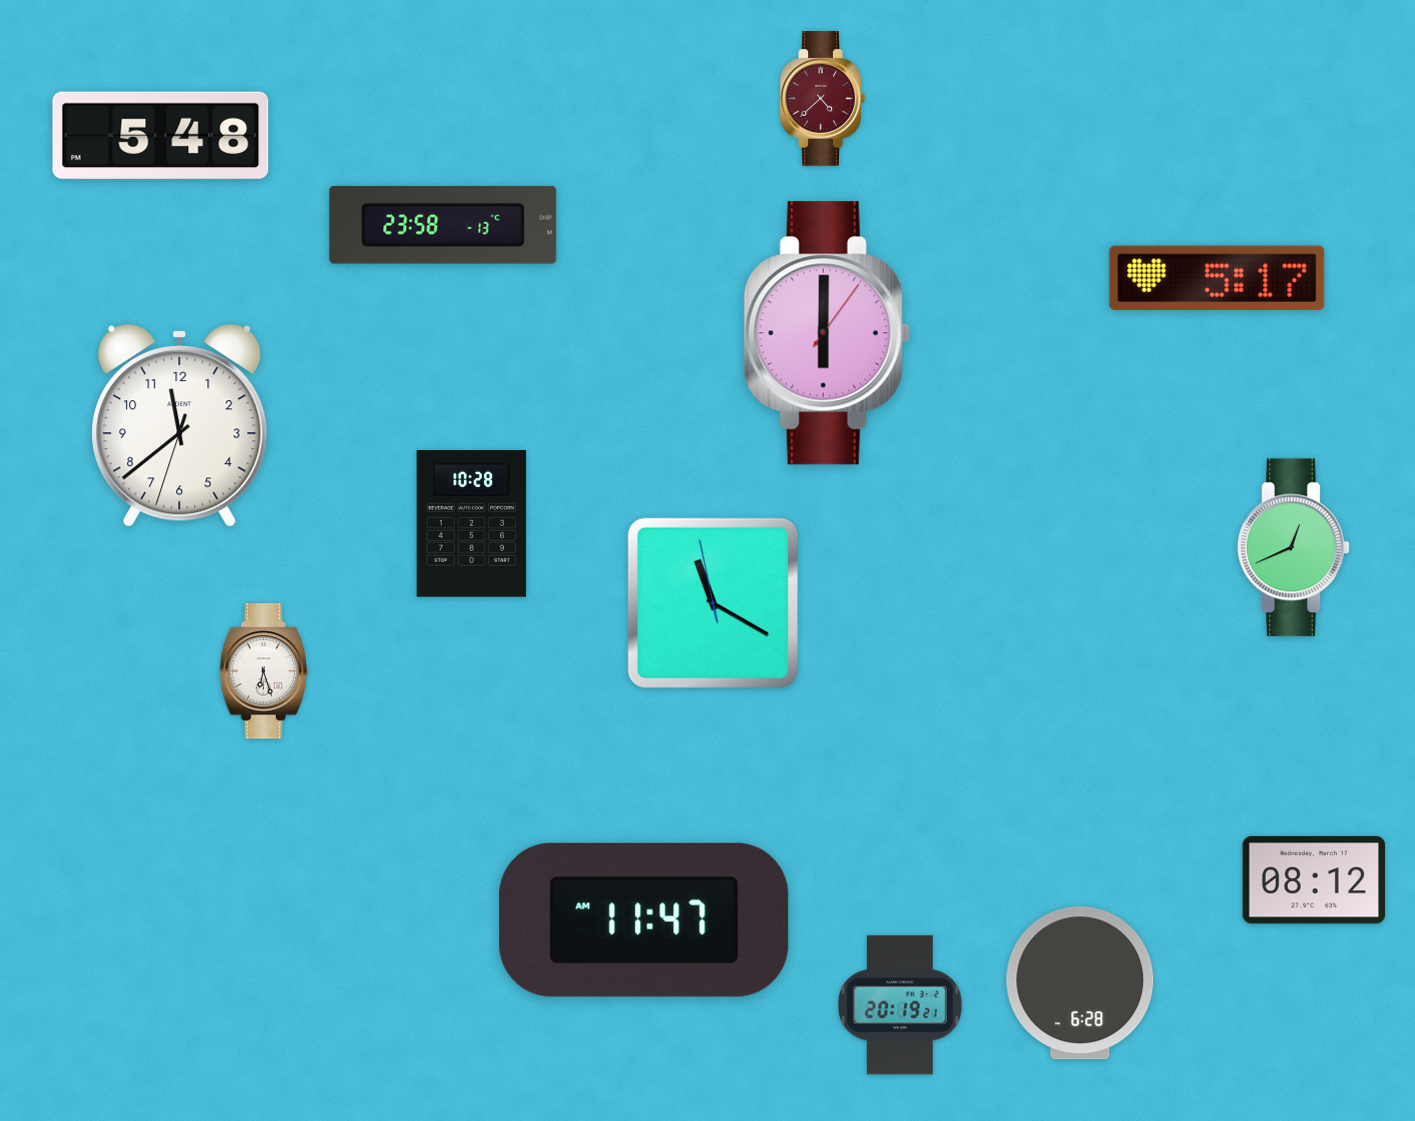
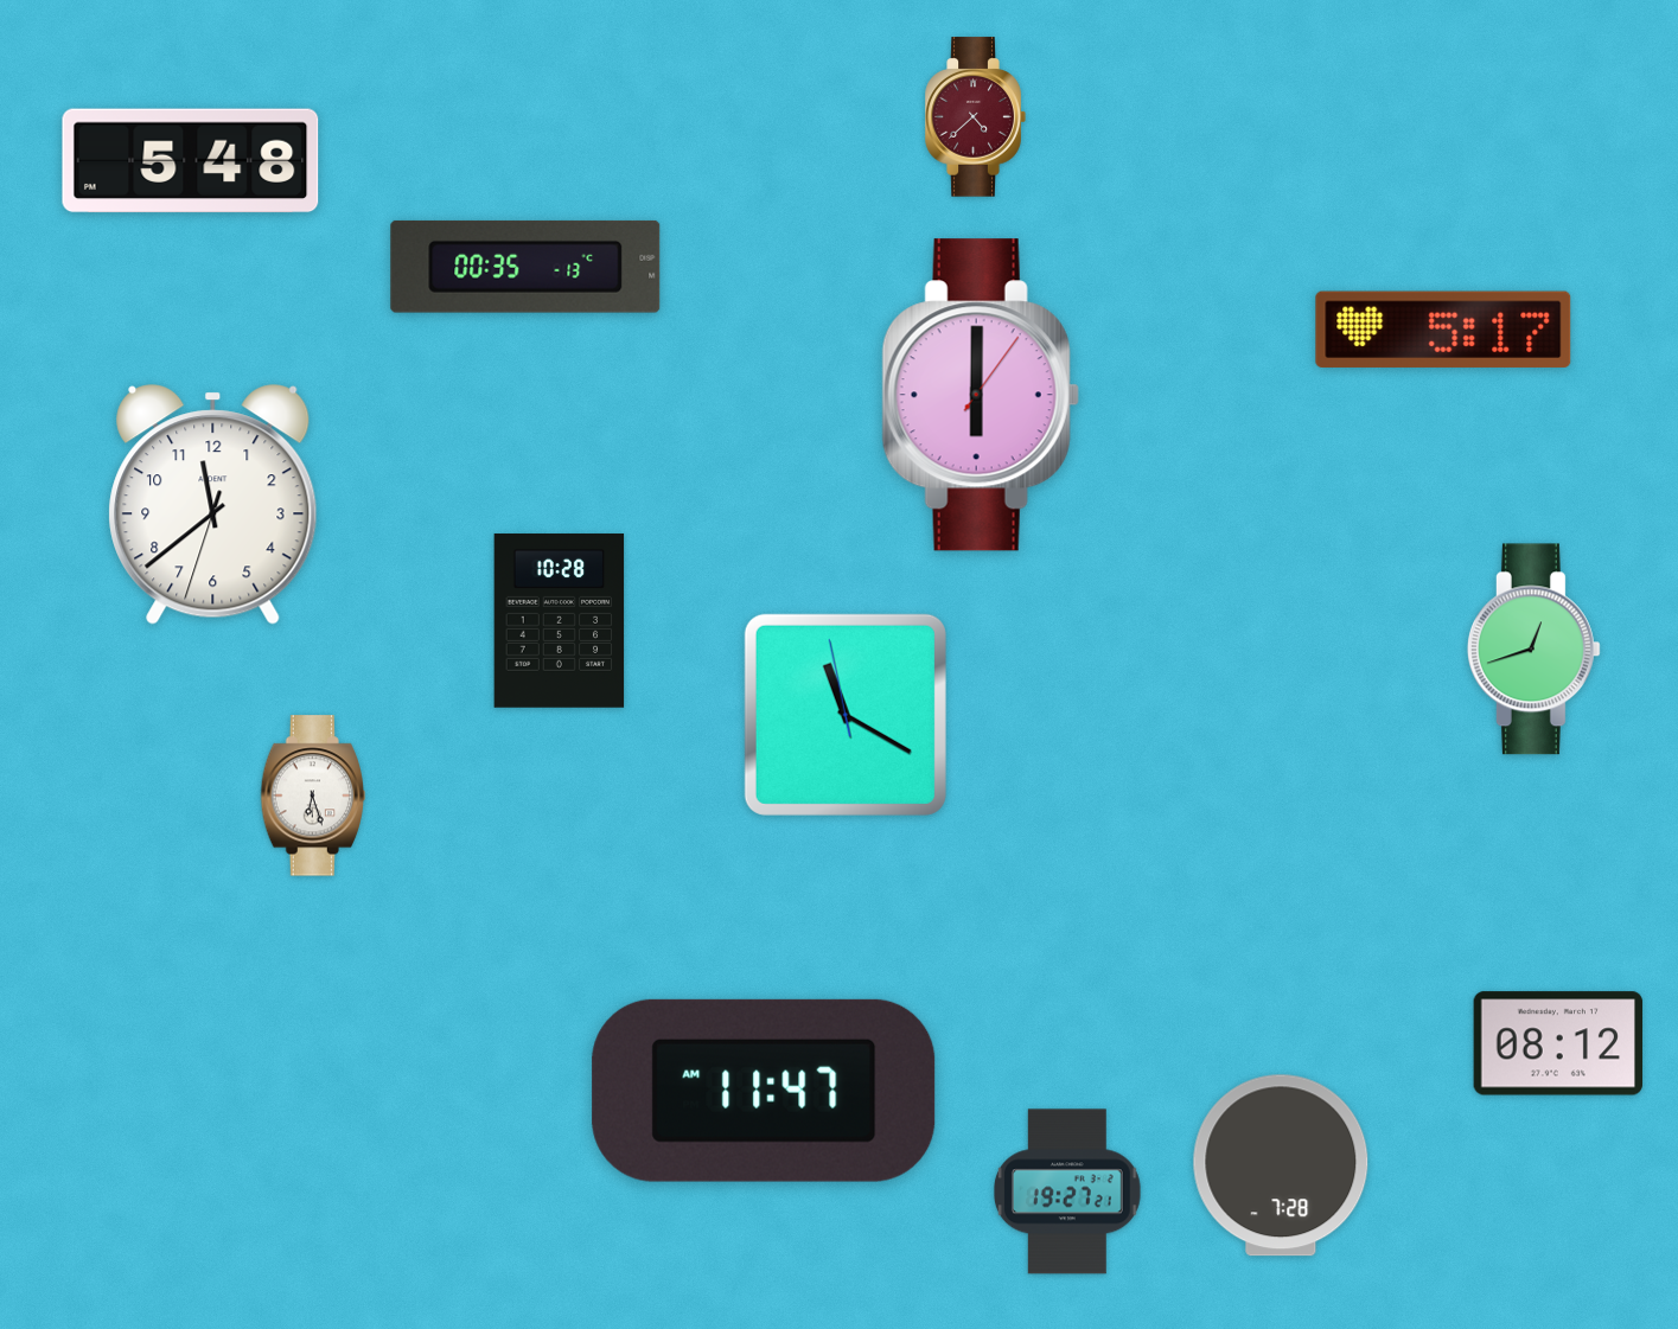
clock at (443, 225): 23:58 -> 00:35
clock at (1293, 548): 12:41 -> 12:42
clock at (1080, 983): 6:28 -> 7:28
clock at (900, 1005): 20:19 -> 19:27
